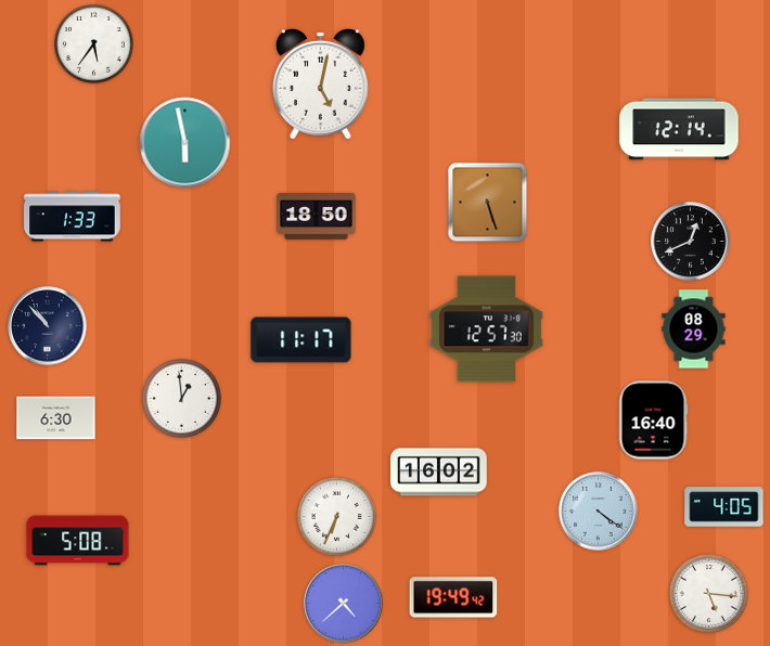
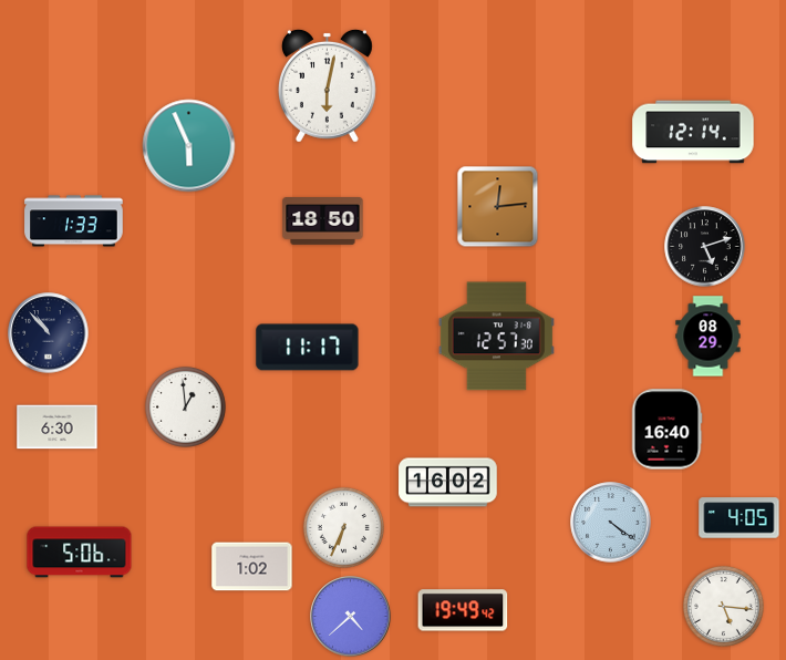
clock at (93, 43): 5:36 -> none
clock at (320, 83): 5:02 -> 6:02
clock at (185, 143): 5:58 -> 5:56
clock at (488, 203): 5:27 -> 12:14
clock at (691, 242): 12:41 -> 5:12
clock at (78, 541): 5:08 -> 5:06
clock at (252, 567): none -> 1:02
